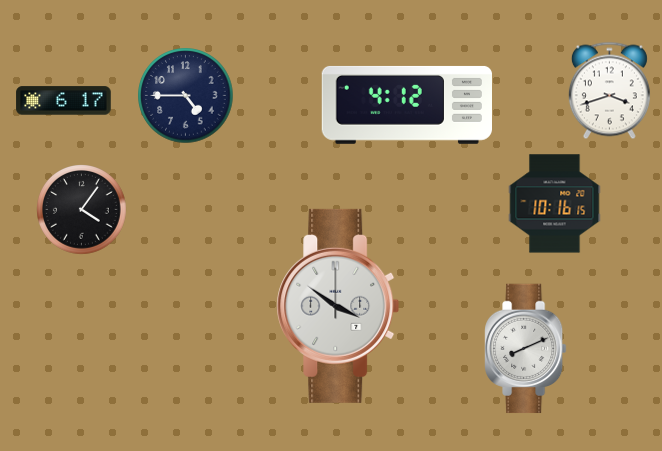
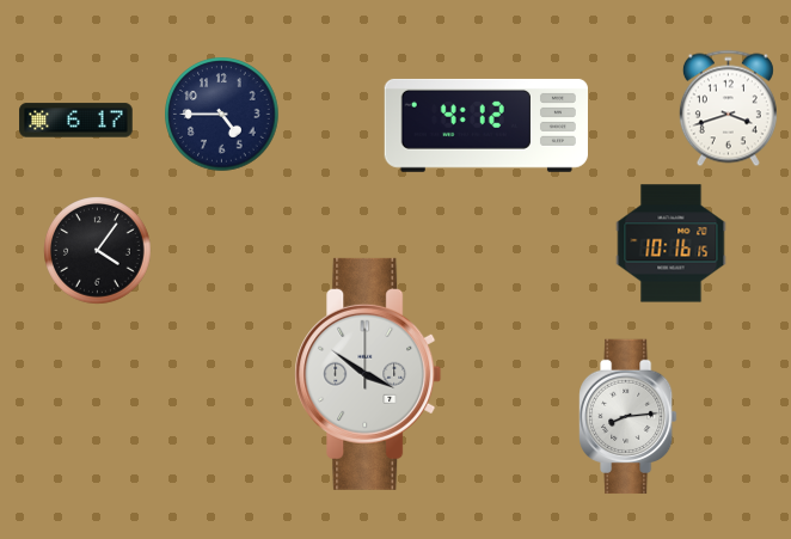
clock at (555, 204) position: (555, 204) -> (672, 244)
clock at (338, 306) position: (338, 306) -> (368, 374)
clock at (526, 349): 8:11 -> 8:14
